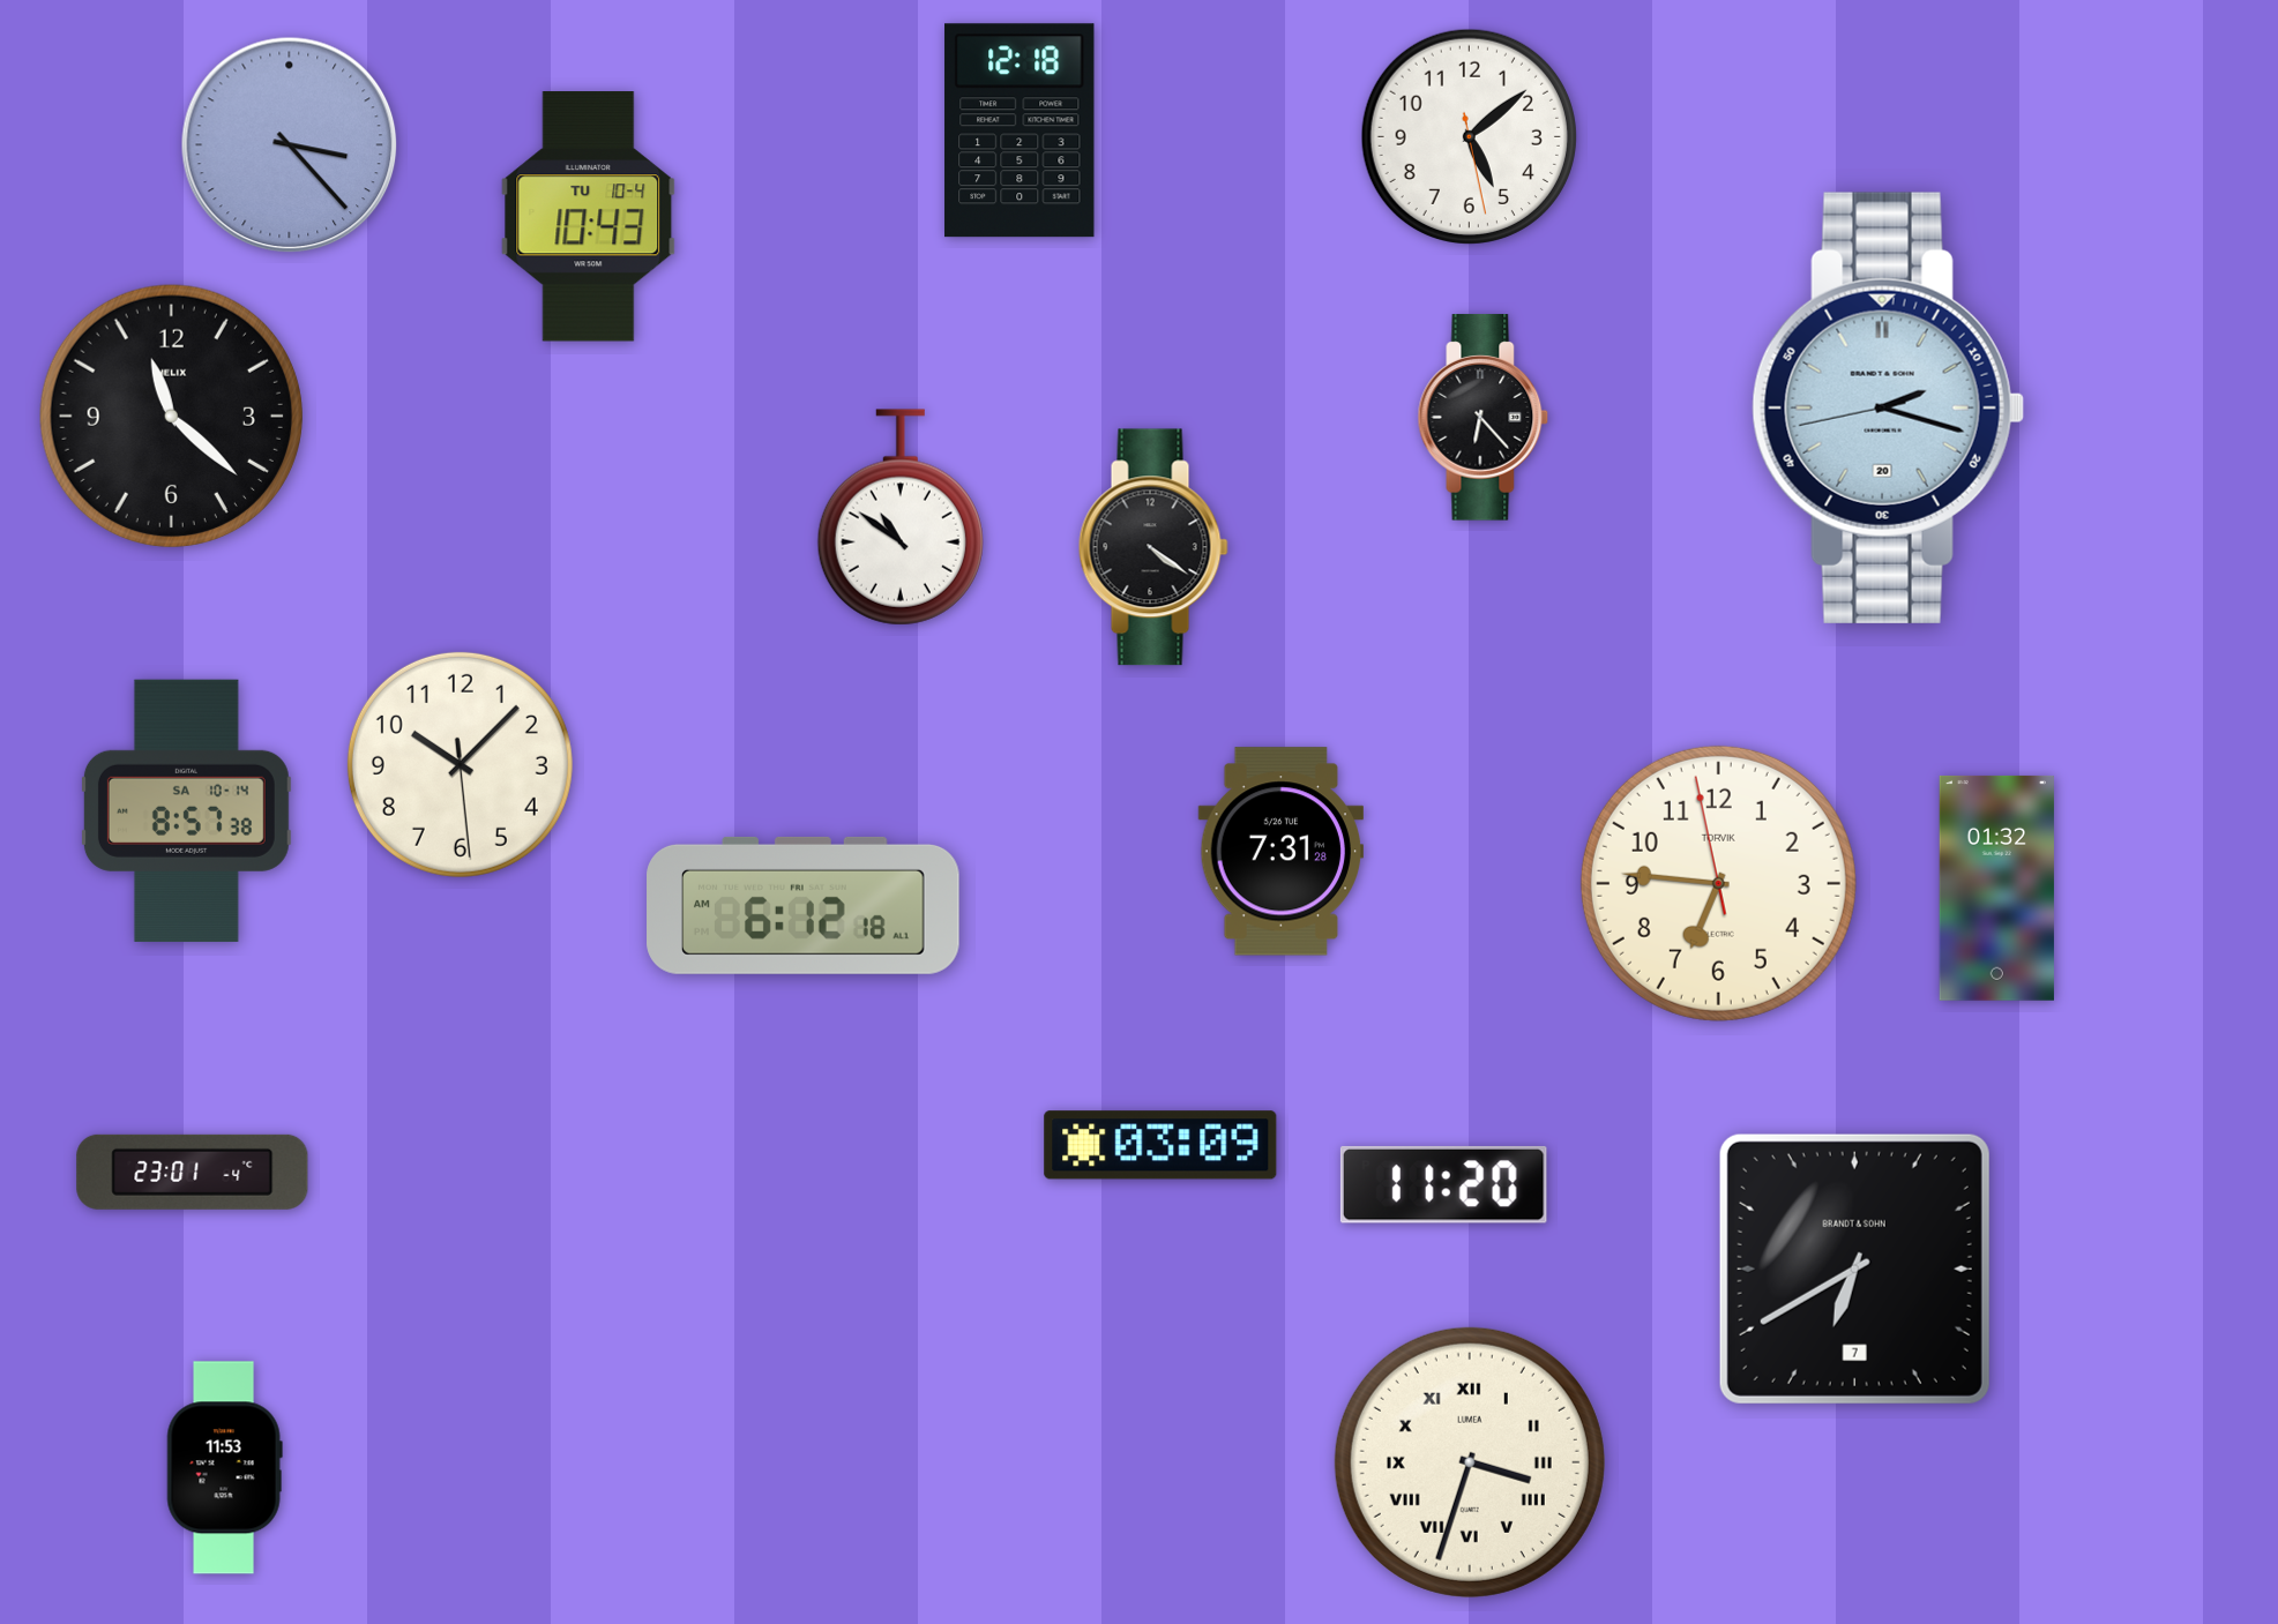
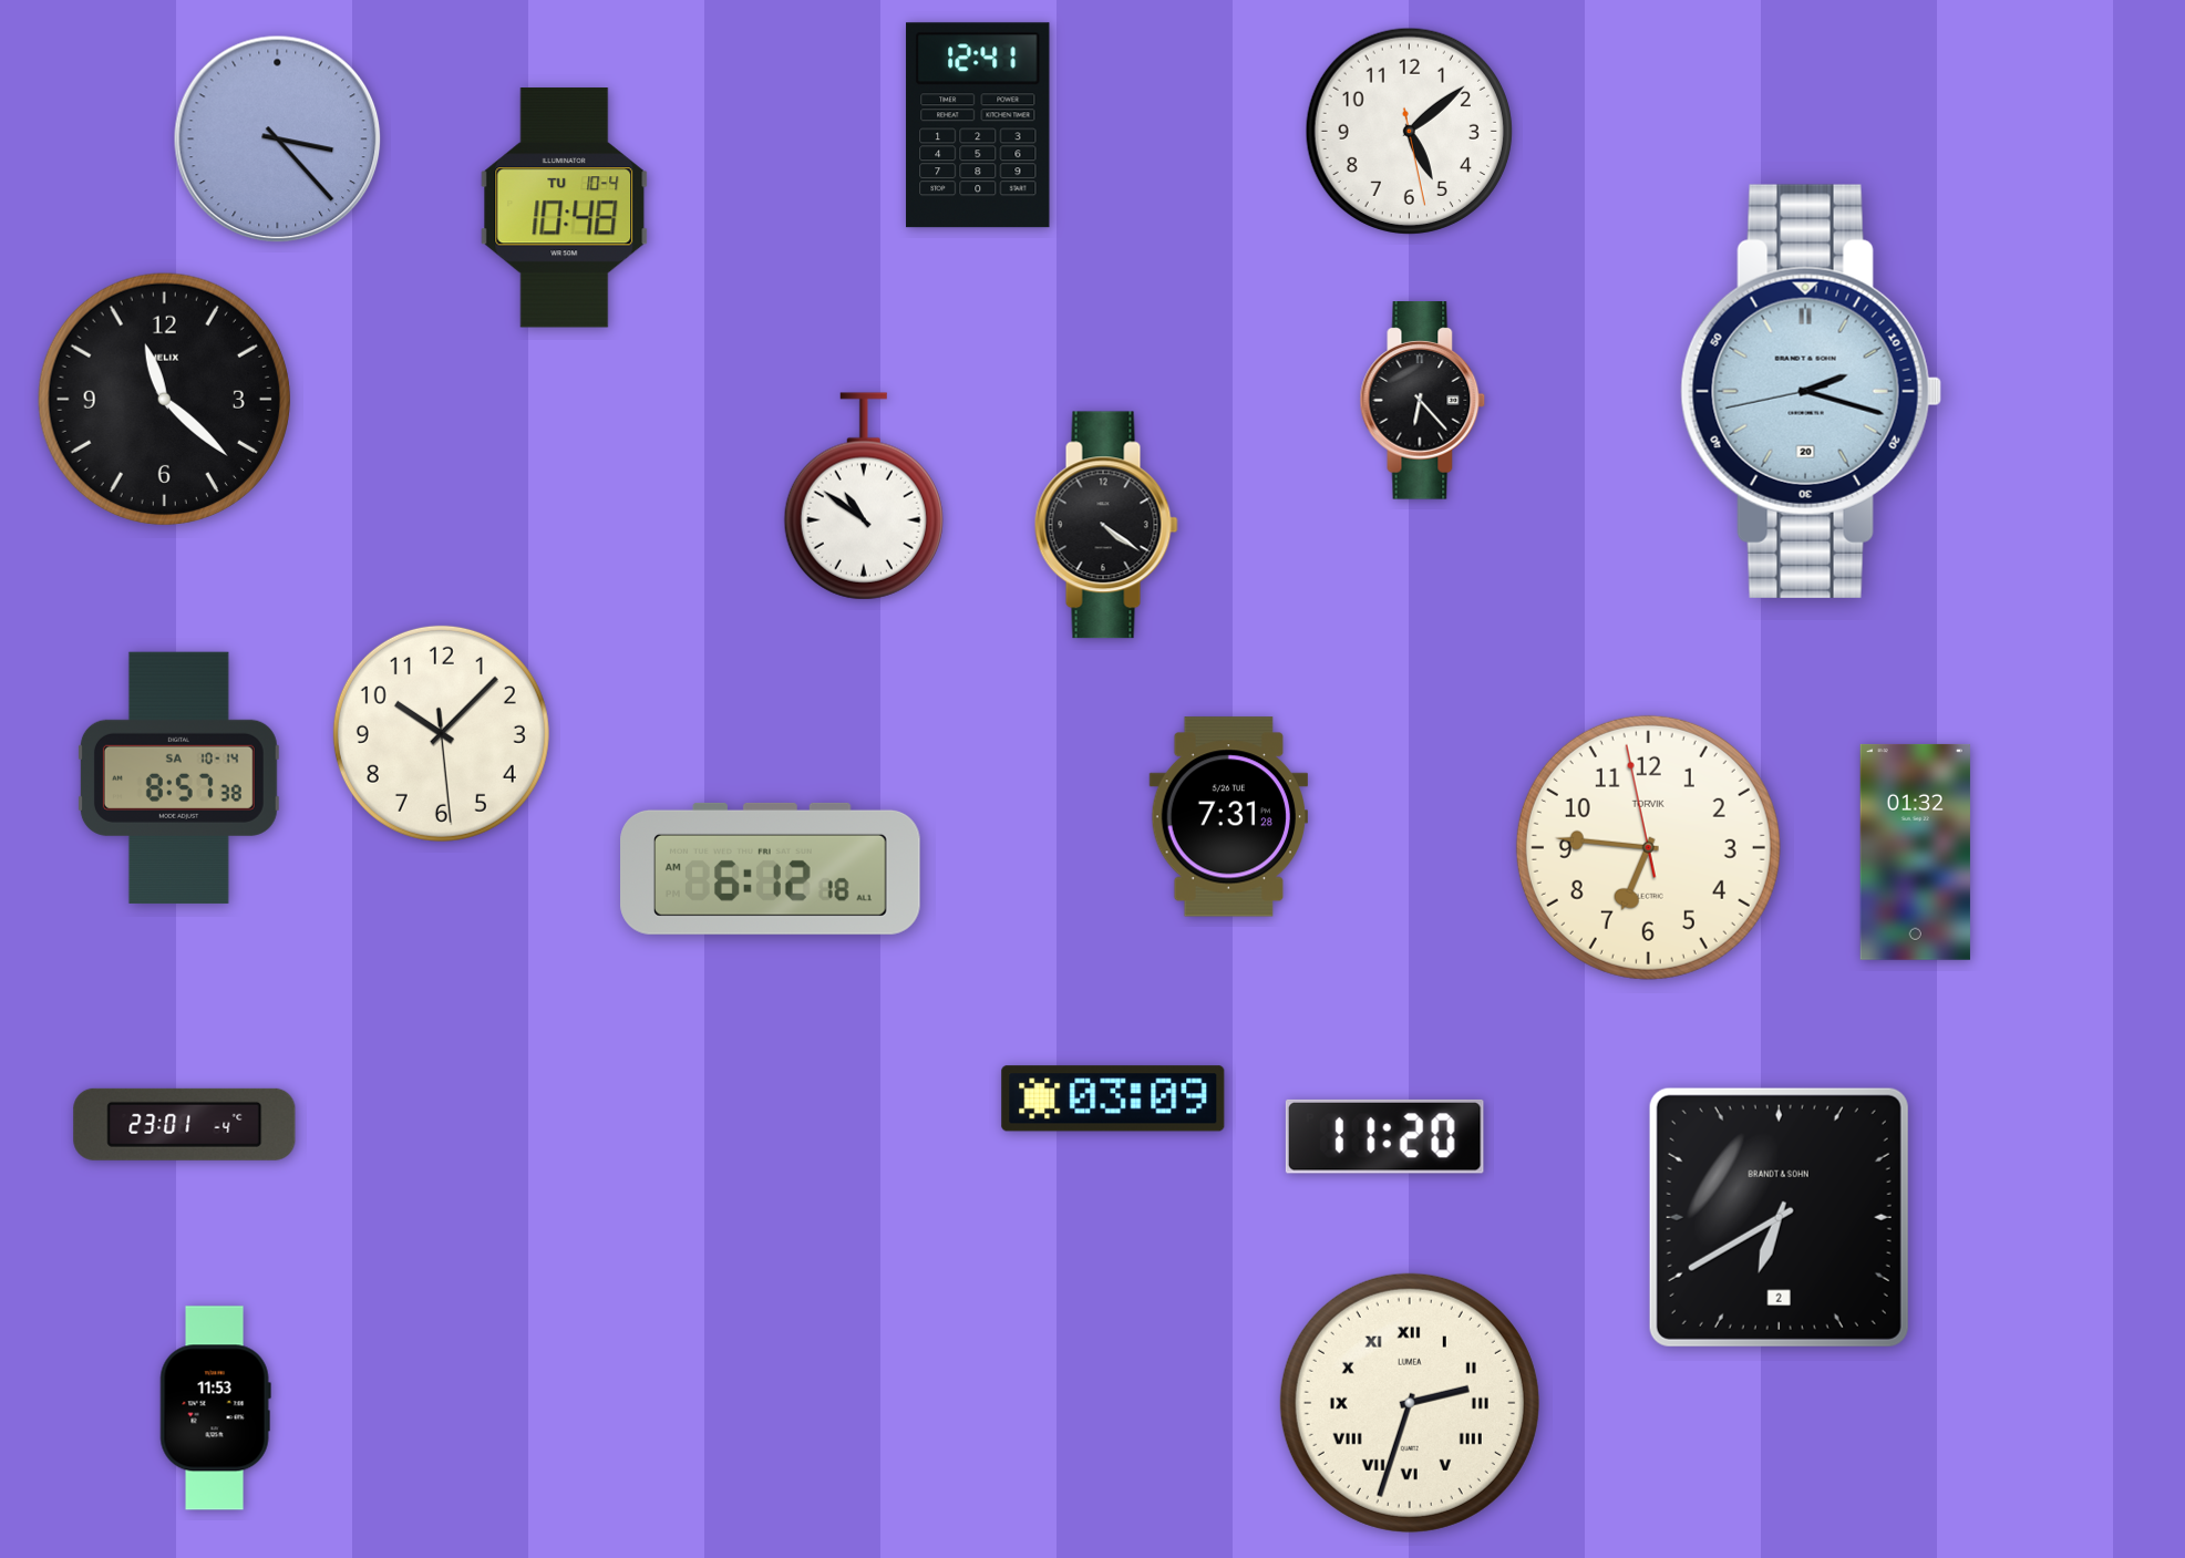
clock at (1020, 130): 12:18 -> 12:41
clock at (589, 217): 10:43 -> 10:48
clock at (1854, 1268) date: 7 -> 2
clock at (1470, 1462): 3:33 -> 2:33
